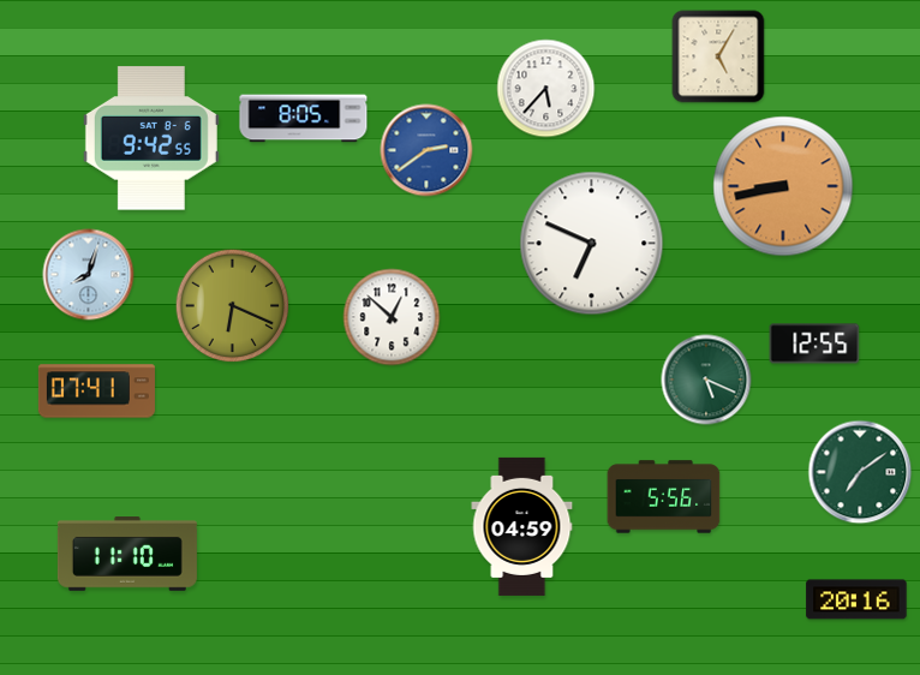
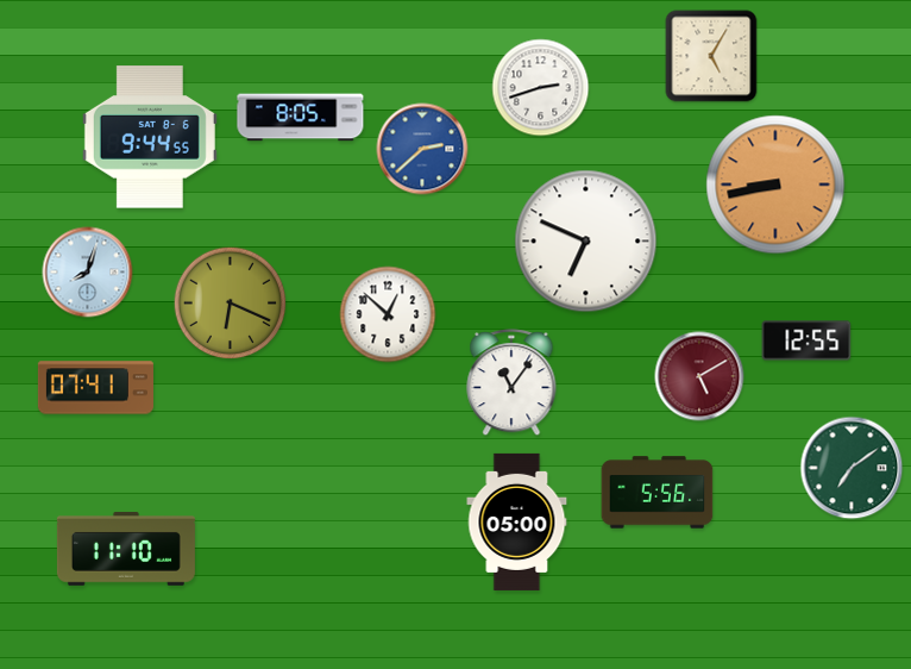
clock at (546, 89): 5:37 -> 2:42
clock at (151, 138): 9:42 -> 9:44
clock at (426, 150): 2:39 -> 2:38
clock at (706, 380): 5:19 -> 5:10
clock at (706, 380) dial: green -> burgundy
clock at (511, 383): none -> 11:06
clock at (522, 526): 04:59 -> 05:00
clock at (856, 599): 20:16 -> none
